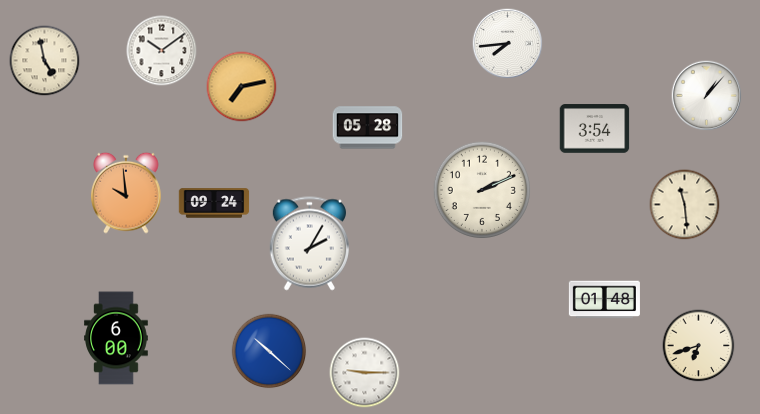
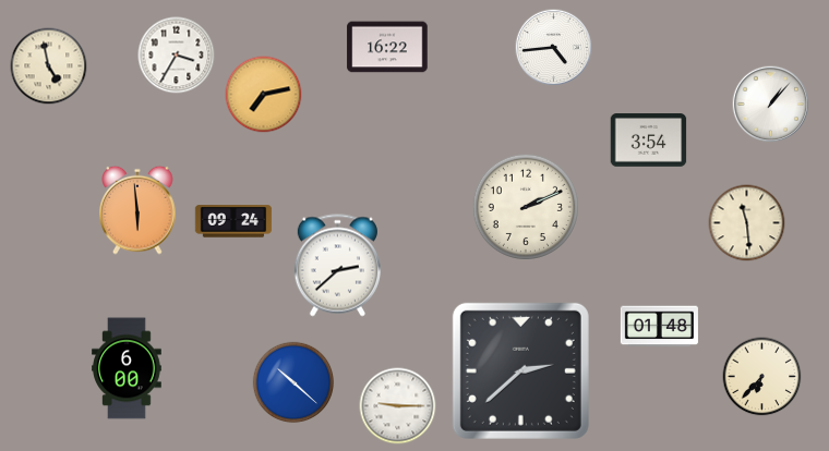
clock at (387, 47): none -> 16:22
clock at (508, 44): 7:44 -> 4:44
clock at (162, 51): 10:09 -> 3:35
clock at (368, 128): 05:28 -> none
clock at (126, 193): 9:59 -> 5:59
clock at (309, 244): 2:05 -> 2:38
clock at (520, 370): none -> 2:38
clock at (699, 346): 6:42 -> 6:37
